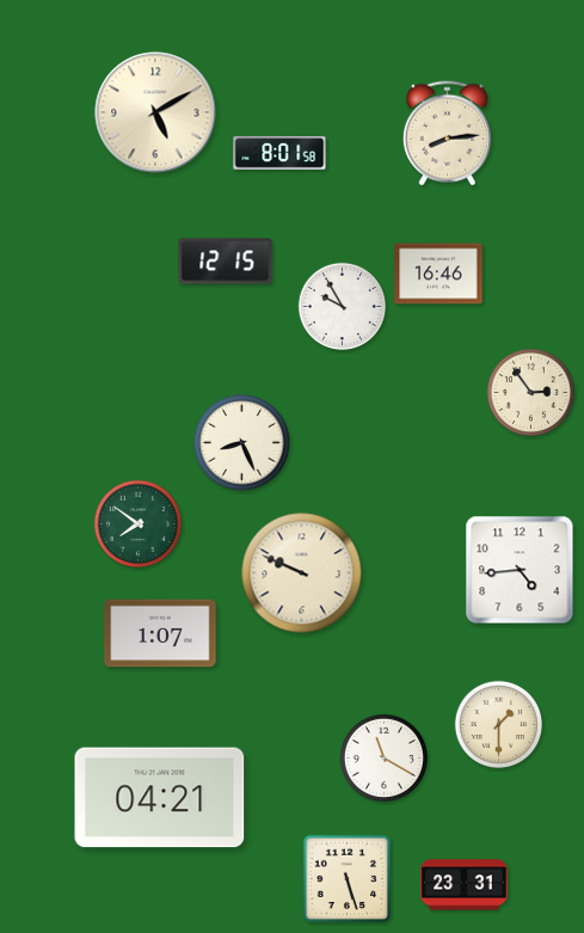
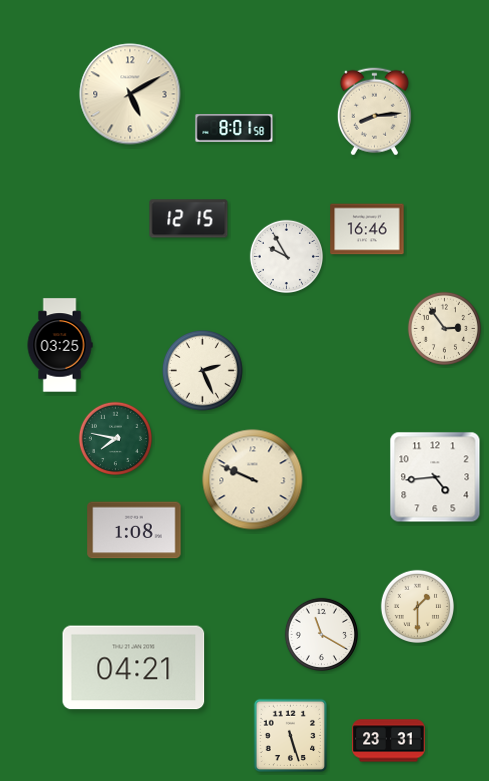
clock at (60, 345): none -> 03:25
clock at (241, 442): 8:26 -> 2:26
clock at (137, 523): 7:51 -> 7:47
clock at (160, 633): 1:07 -> 1:08
